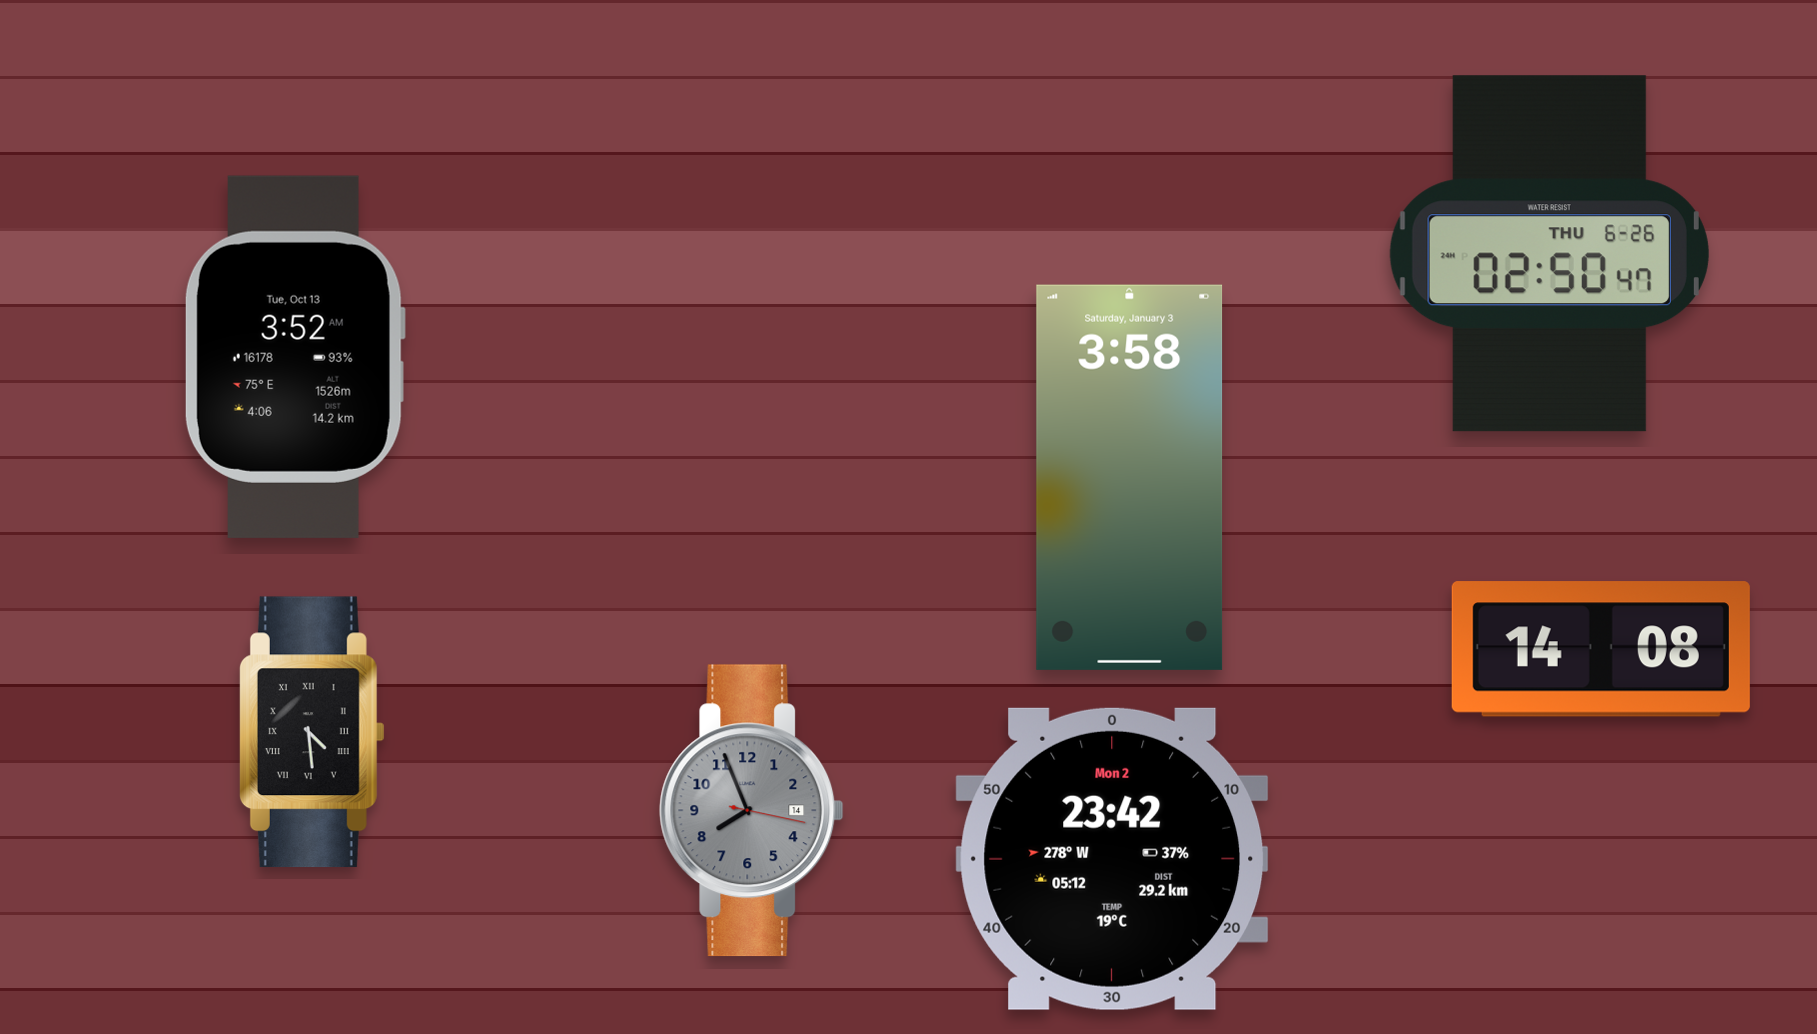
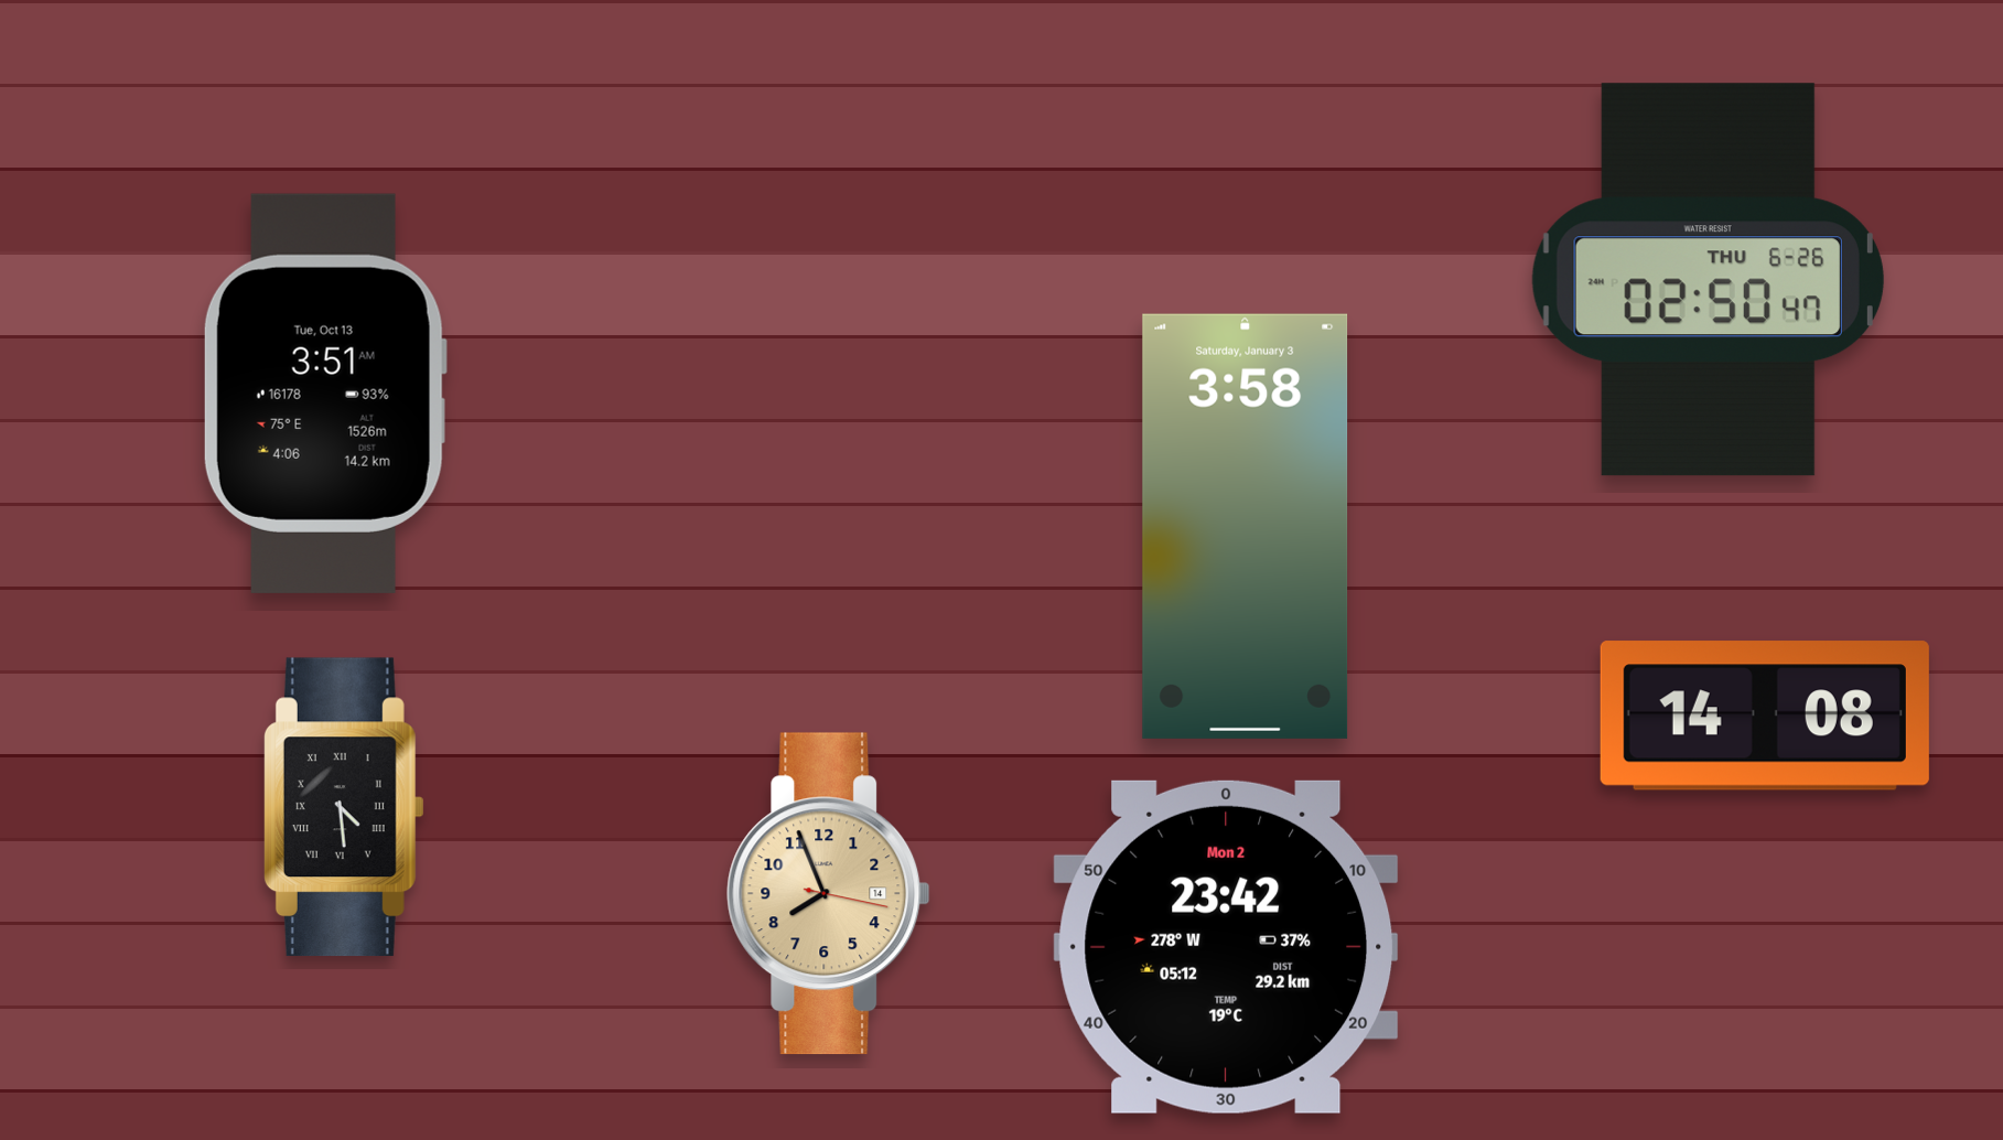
clock at (295, 357): 3:52 -> 3:51
clock at (752, 811) dial: grey -> champagne
